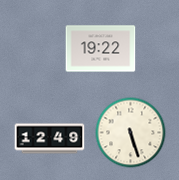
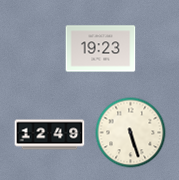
clock at (101, 49): 19:22 -> 19:23
clock at (50, 139) position: (50, 139) -> (50, 135)
